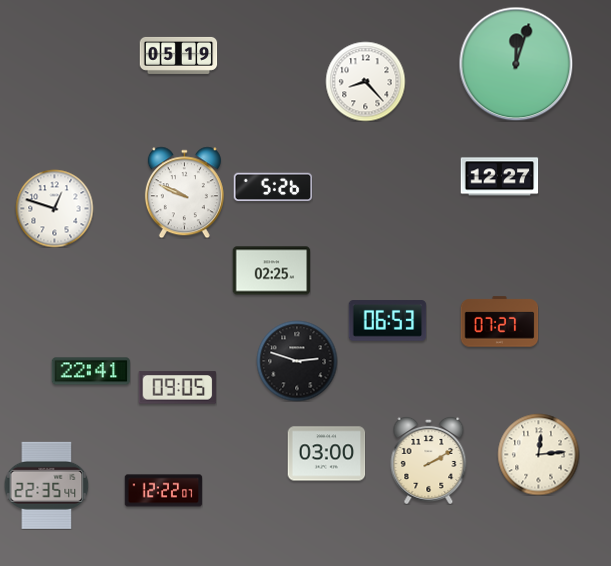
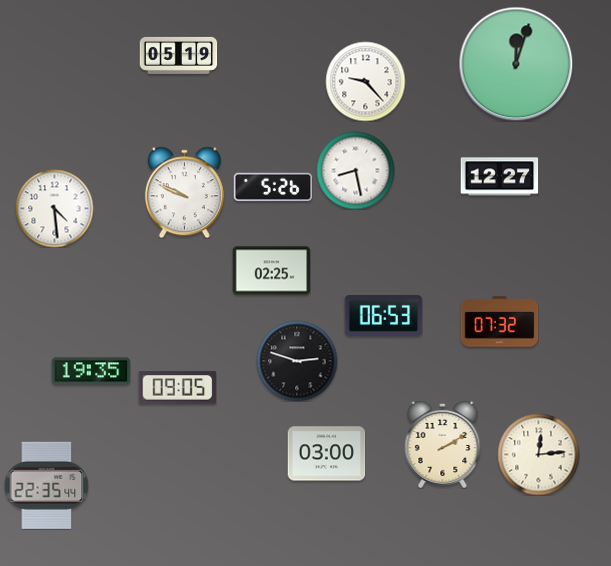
clock at (365, 81): 8:23 -> 9:23
clock at (355, 170): none -> 8:28
clock at (54, 208): 12:48 -> 4:29
clock at (387, 321) position: (387, 321) -> (383, 316)
clock at (499, 322): 07:27 -> 07:32
clock at (91, 371): 22:41 -> 19:35
clock at (429, 460) position: (429, 460) -> (443, 444)
clock at (163, 491): 12:22 -> none
